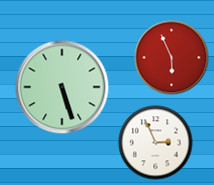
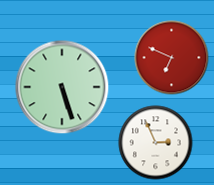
clock at (172, 58): 5:56 -> 6:49
